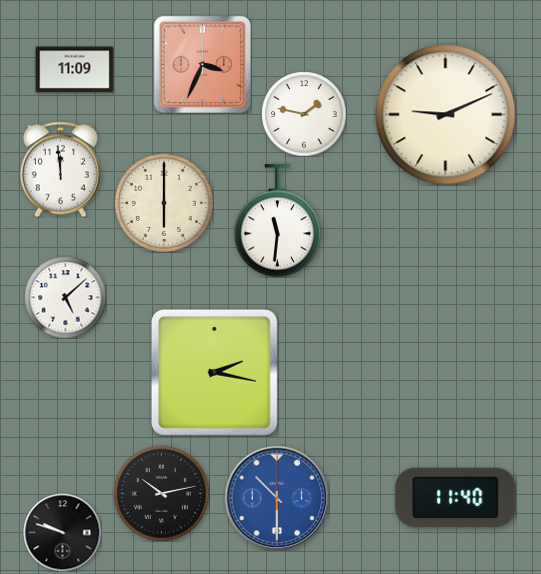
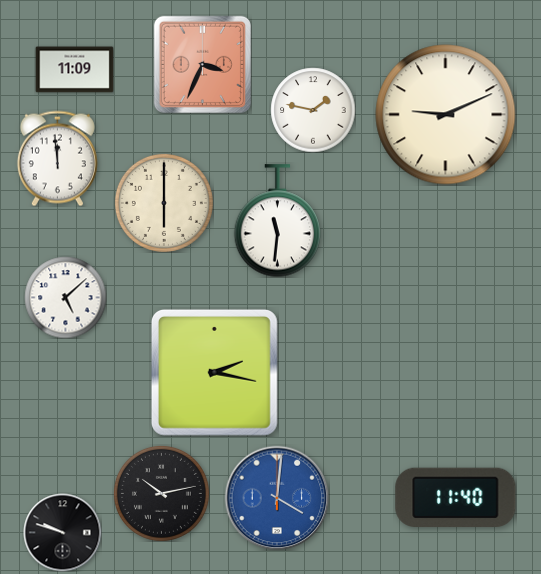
clock at (304, 114) position: (304, 114) -> (313, 110)
clock at (60, 169) position: (60, 169) -> (57, 158)
clock at (277, 498): 10:30 -> 4:01
